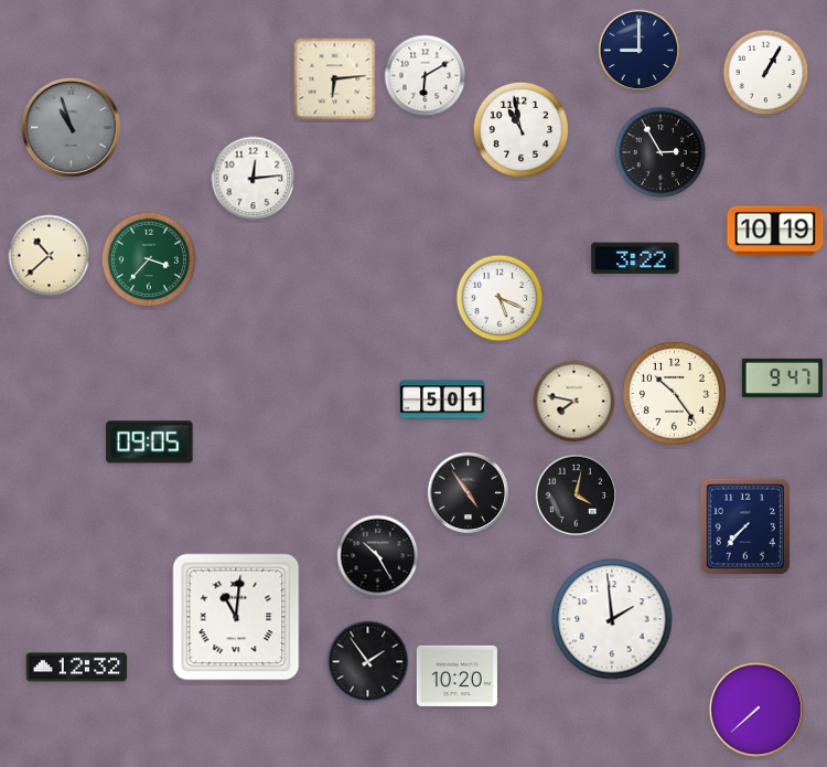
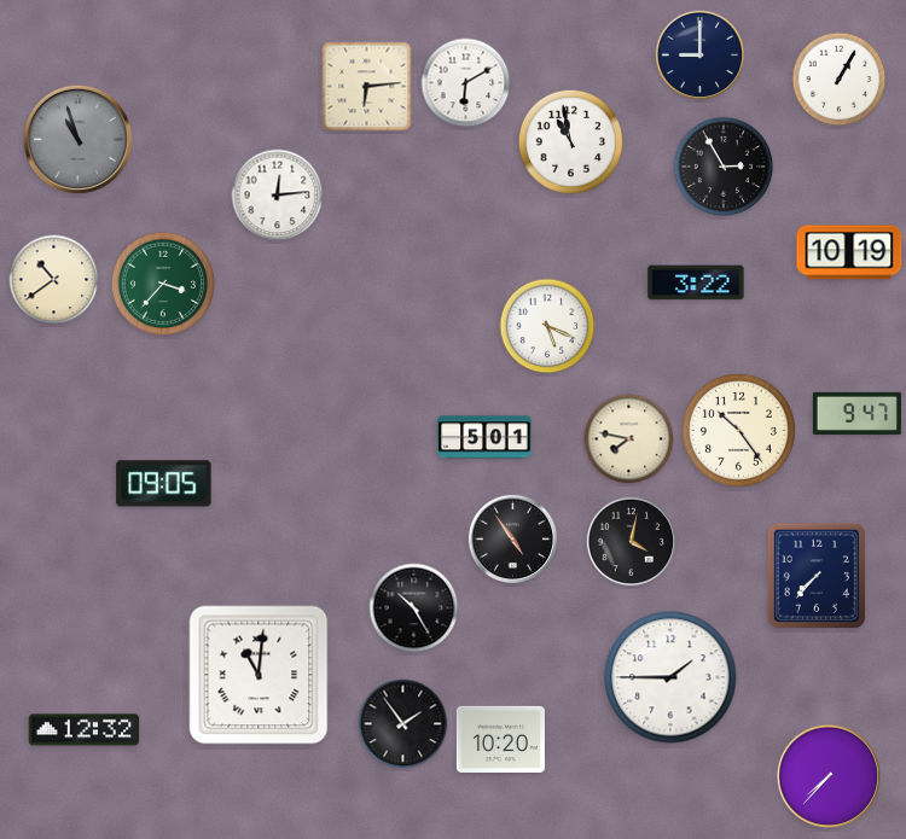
clock at (50, 256): 10:38 -> 10:39
clock at (612, 619): 1:59 -> 1:45
clock at (756, 710): 7:38 -> 7:37
